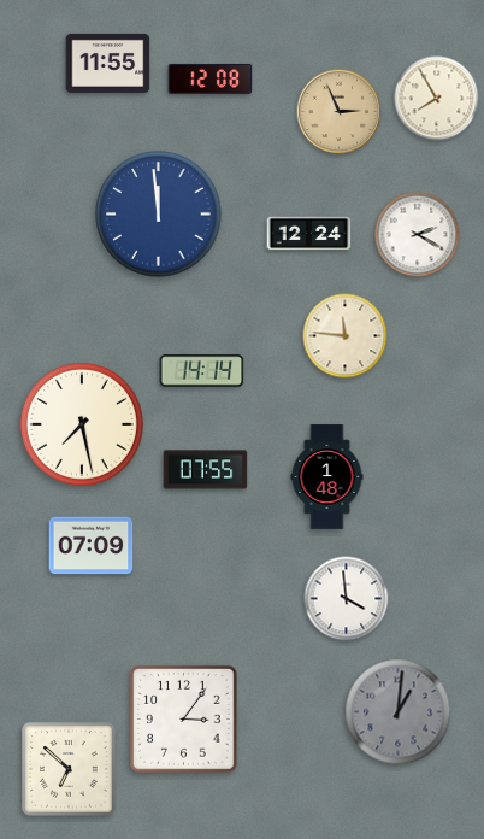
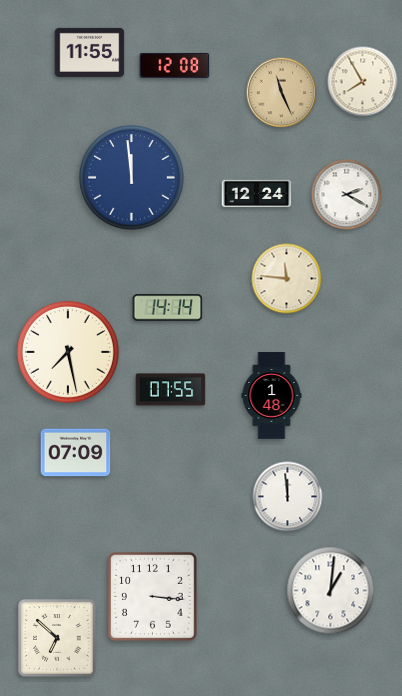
clock at (340, 112): 2:56 -> 11:26
clock at (347, 599): 3:59 -> 11:59
clock at (399, 712) dial: grey -> white
clock at (184, 720): 3:06 -> 3:16
